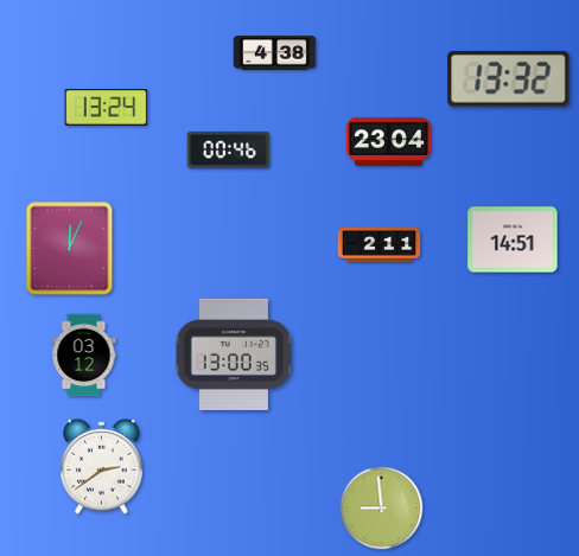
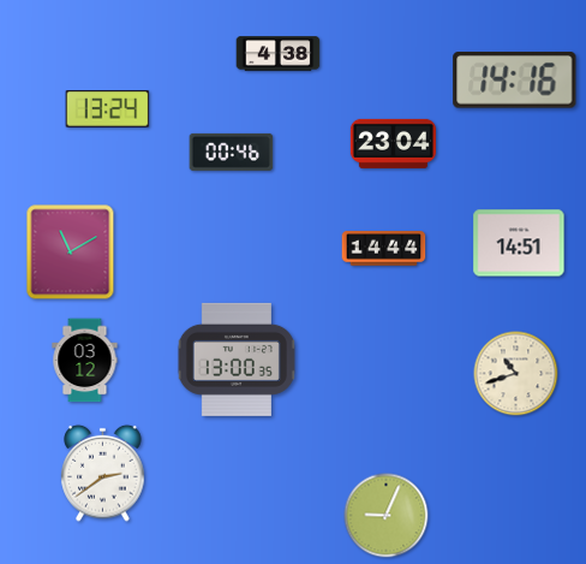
clock at (509, 79): 13:32 -> 14:16
clock at (380, 245): 2:11 -> 14:44
clock at (70, 249): 12:04 -> 11:10
clock at (516, 374): none -> 10:42
clock at (382, 509): 8:59 -> 9:04
